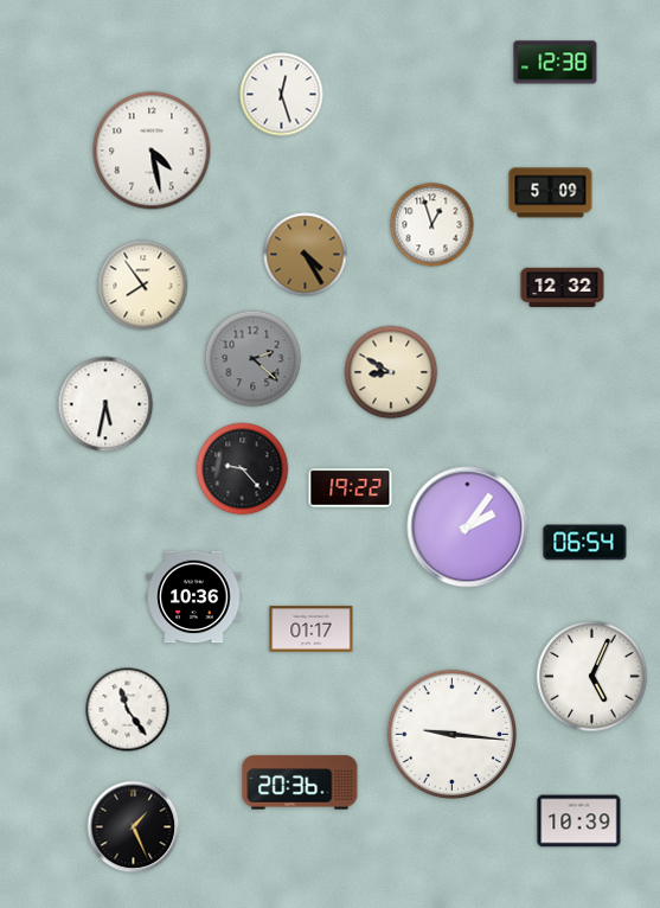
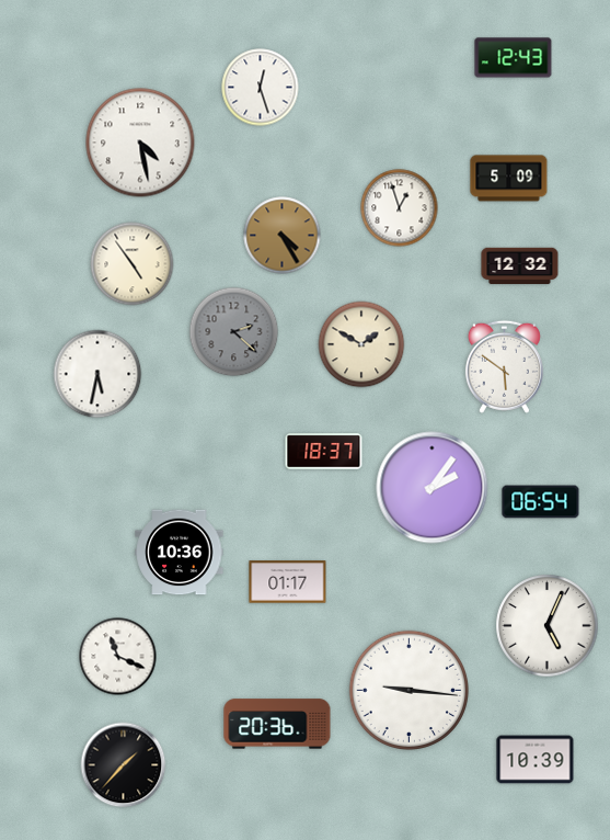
clock at (556, 63): 12:38 -> 12:43
clock at (152, 151) position: (152, 151) -> (140, 143)
clock at (143, 286): 7:54 -> 4:54
clock at (391, 372): 8:50 -> 1:50
clock at (504, 366): none -> 5:51
clock at (243, 469): 9:23 -> none
clock at (351, 488): 19:22 -> 18:37
clock at (128, 710): 11:24 -> 11:19
clock at (453, 735) position: (453, 735) -> (410, 691)
clock at (134, 827): 1:26 -> 1:37
